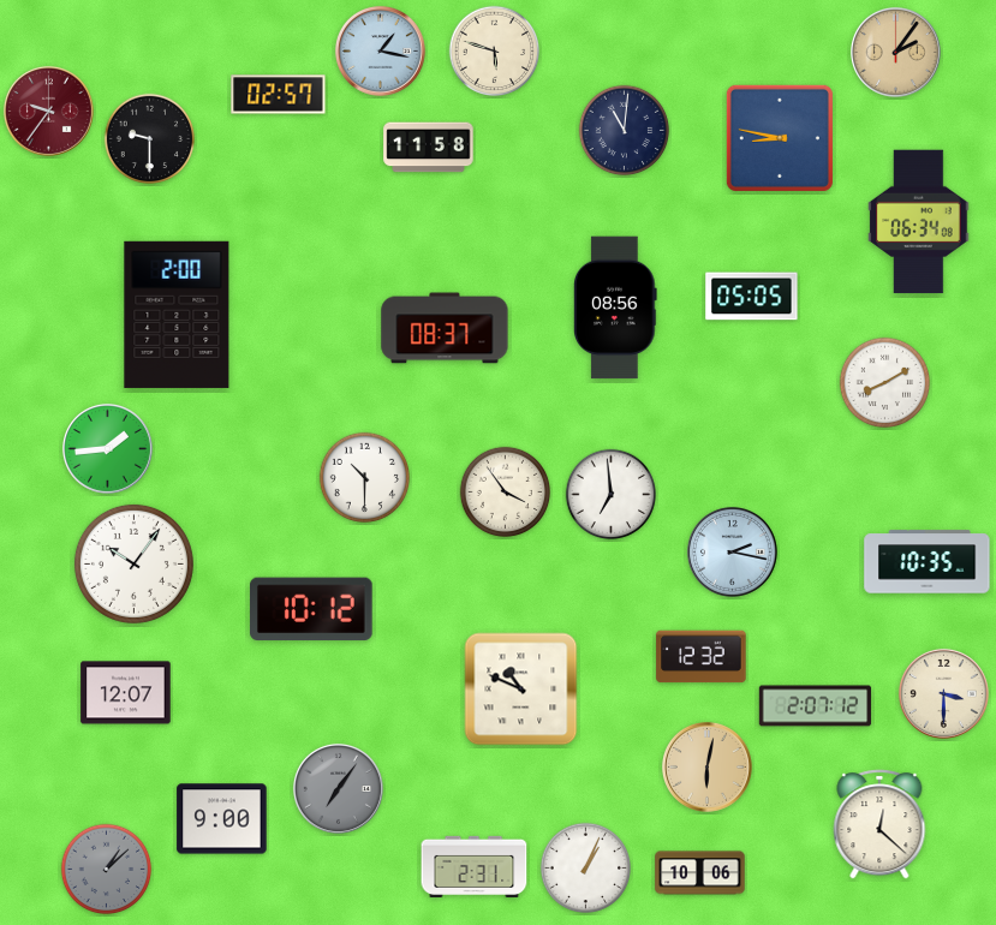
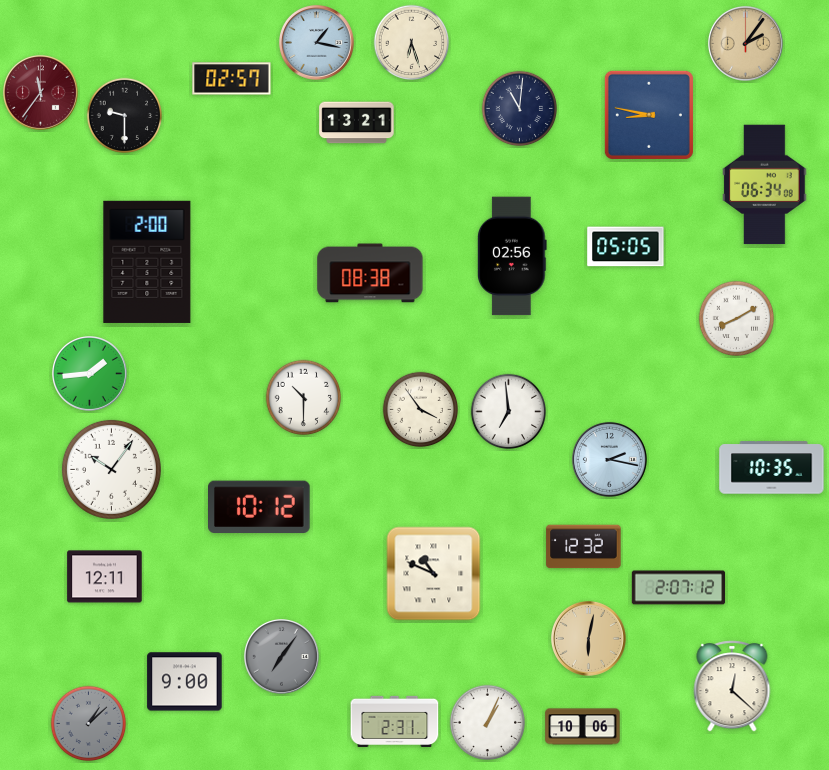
clock at (495, 52): 5:48 -> 6:27
clock at (48, 111): 9:36 -> 11:36
clock at (429, 148): 11:58 -> 13:21
clock at (615, 308): 08:56 -> 02:56
clock at (445, 328): 08:37 -> 08:38
clock at (126, 693): 12:07 -> 12:11
clock at (943, 693): 3:30 -> none
